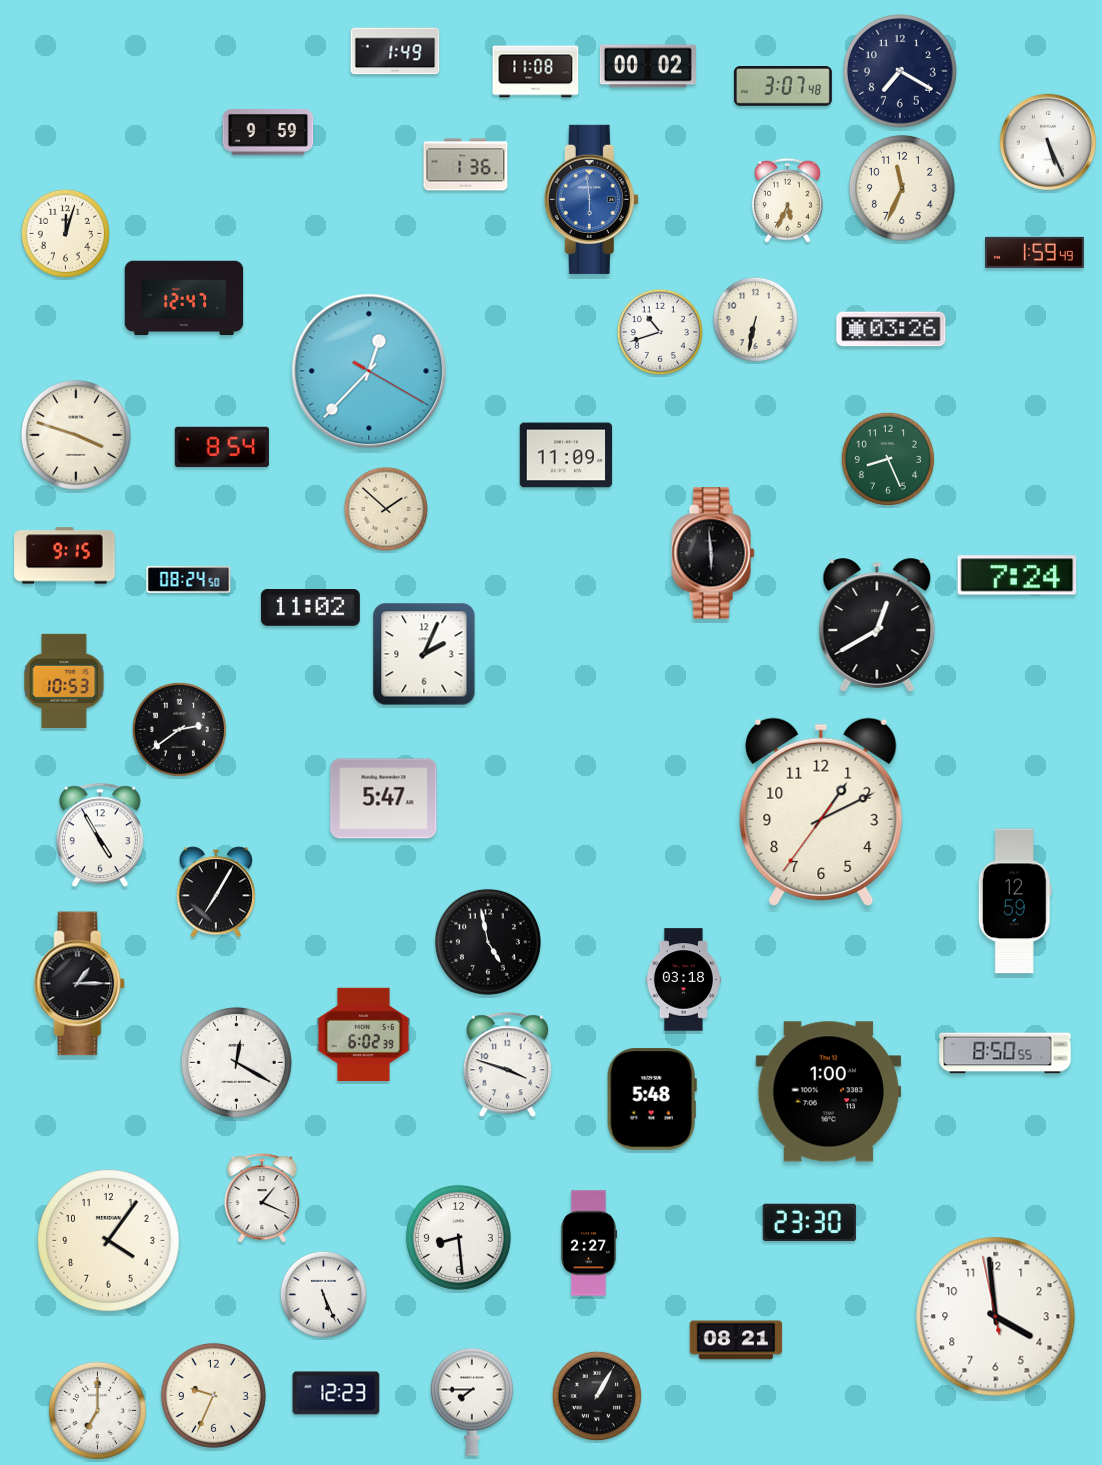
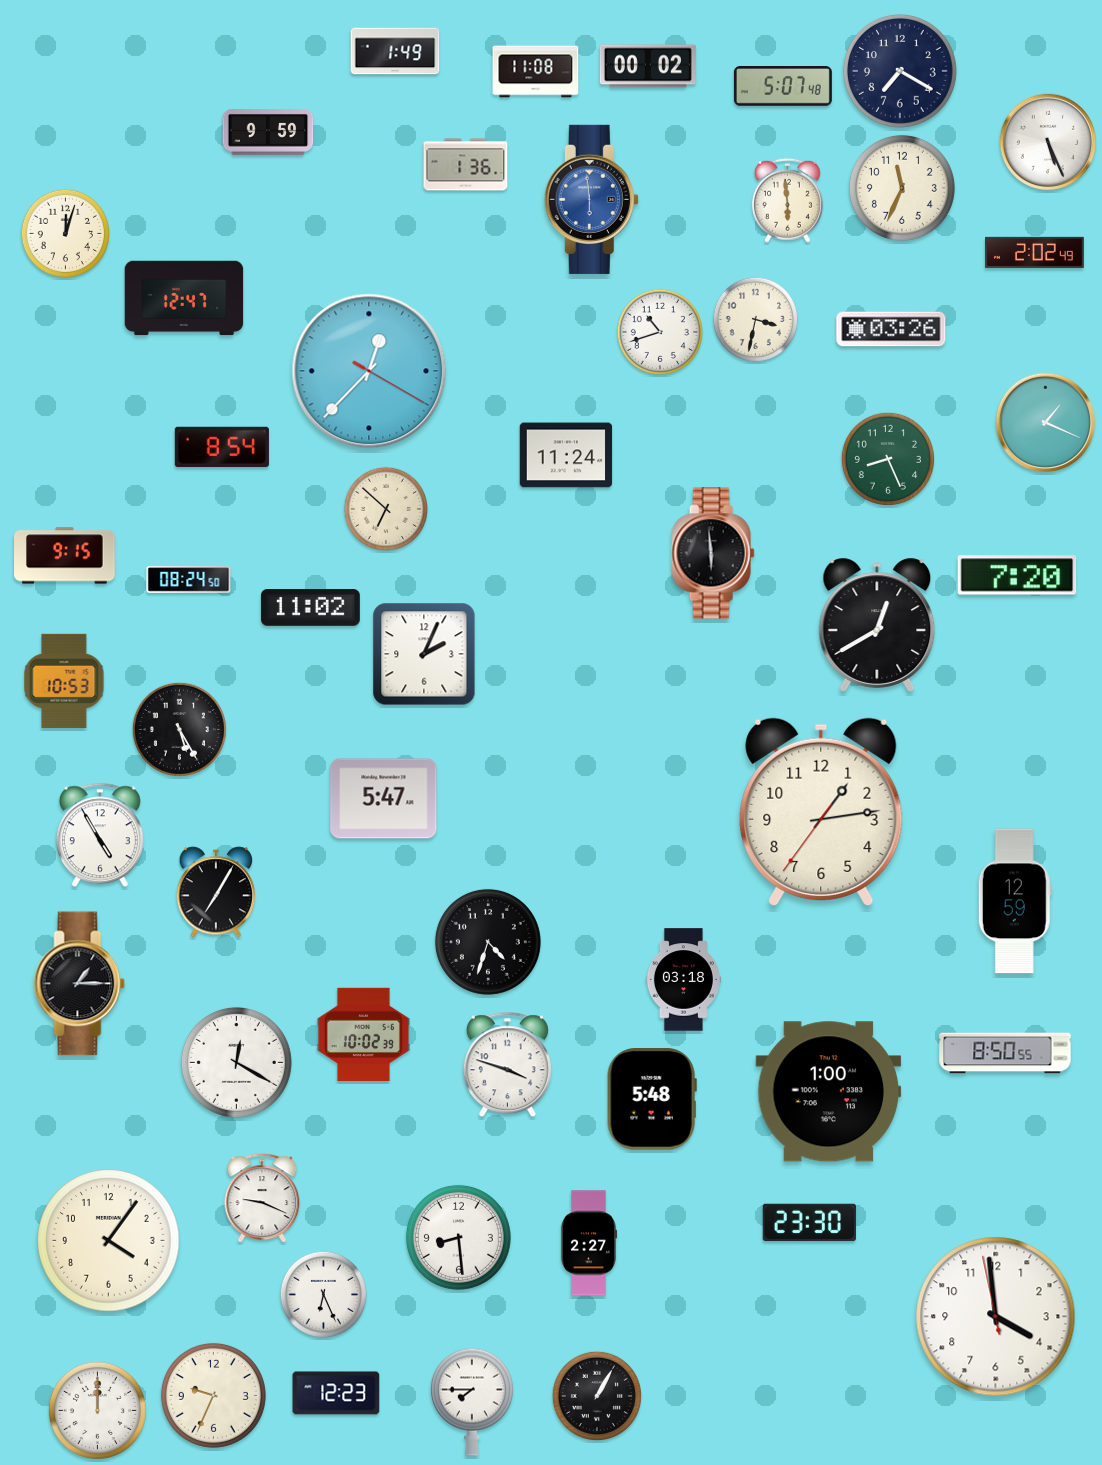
clock at (783, 87): 3:07 -> 5:07
clock at (787, 200): 5:34 -> 5:59
clock at (1035, 252): 1:59 -> 2:02
clock at (755, 319): 6:32 -> 3:32
clock at (1045, 422): none -> 1:19
clock at (76, 435): 3:48 -> none
clock at (566, 455): 11:09 -> 11:24
clock at (386, 509): 1:52 -> 6:52
clock at (1017, 575): 7:24 -> 7:20
clock at (179, 729): 2:39 -> 5:25
clock at (821, 811): 1:10 -> 1:13
clock at (488, 942): 4:58 -> 4:33
clock at (363, 1035): 6:02 -> 10:02
clock at (262, 1199): 1:19 -> 9:19
clock at (323, 1294): 5:26 -> 6:26
clock at (736, 1340): 08:21 -> none
clock at (97, 1410): 7:00 -> 12:00
